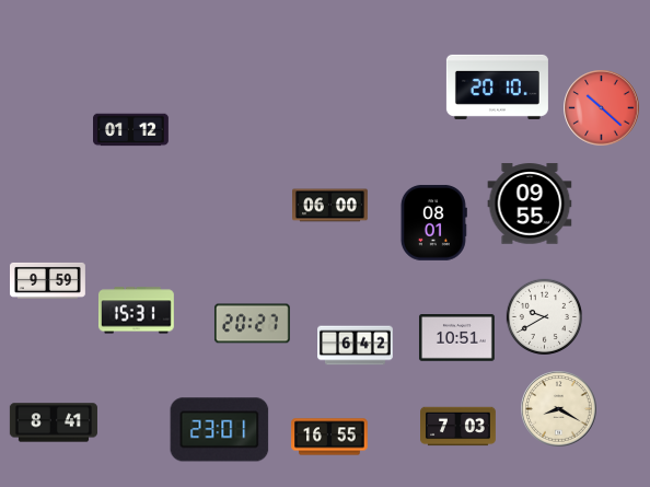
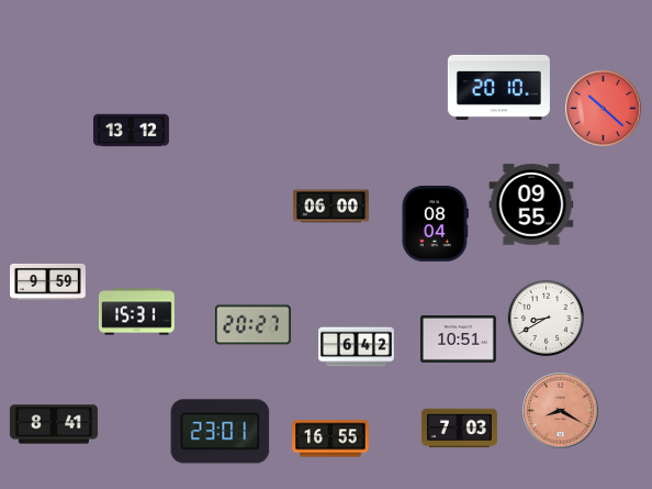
clock at (131, 130): 01:12 -> 13:12
clock at (433, 222): 08:01 -> 08:04
clock at (544, 316): 9:40 -> 8:40
clock at (559, 409) dial: cream -> salmon
